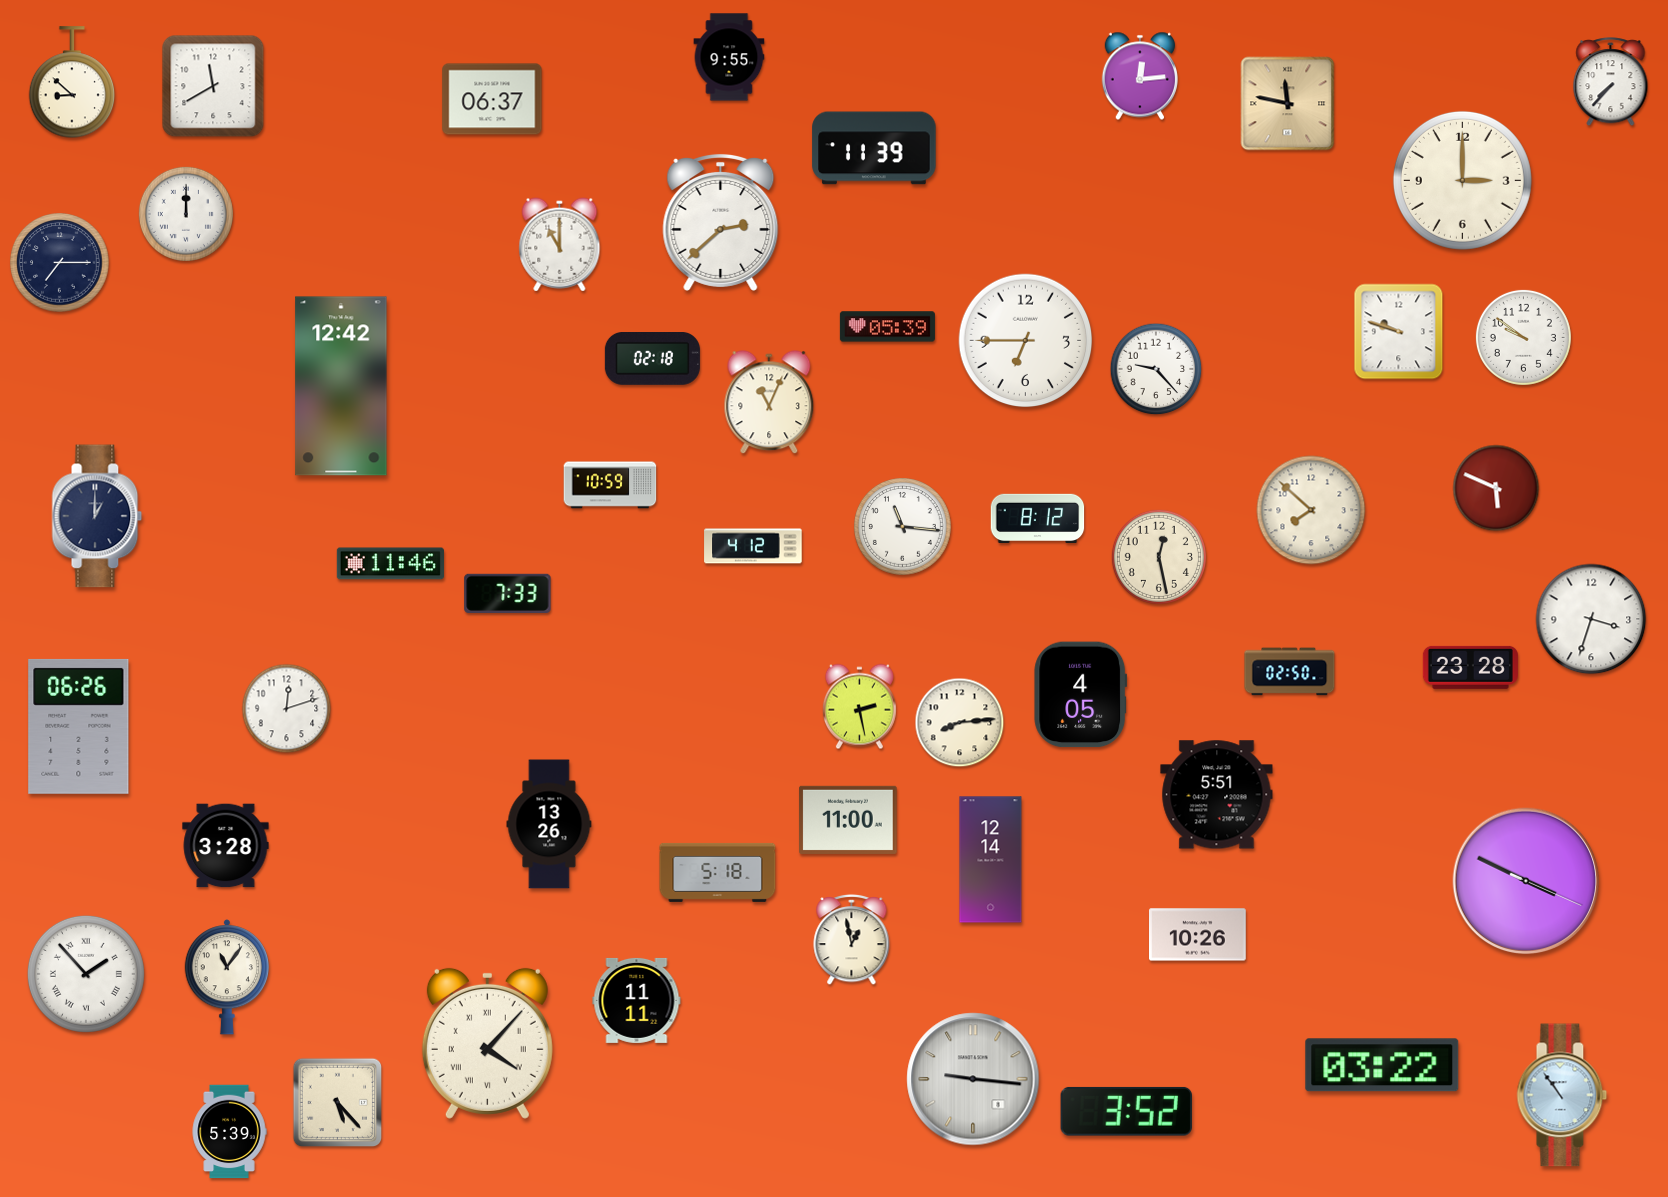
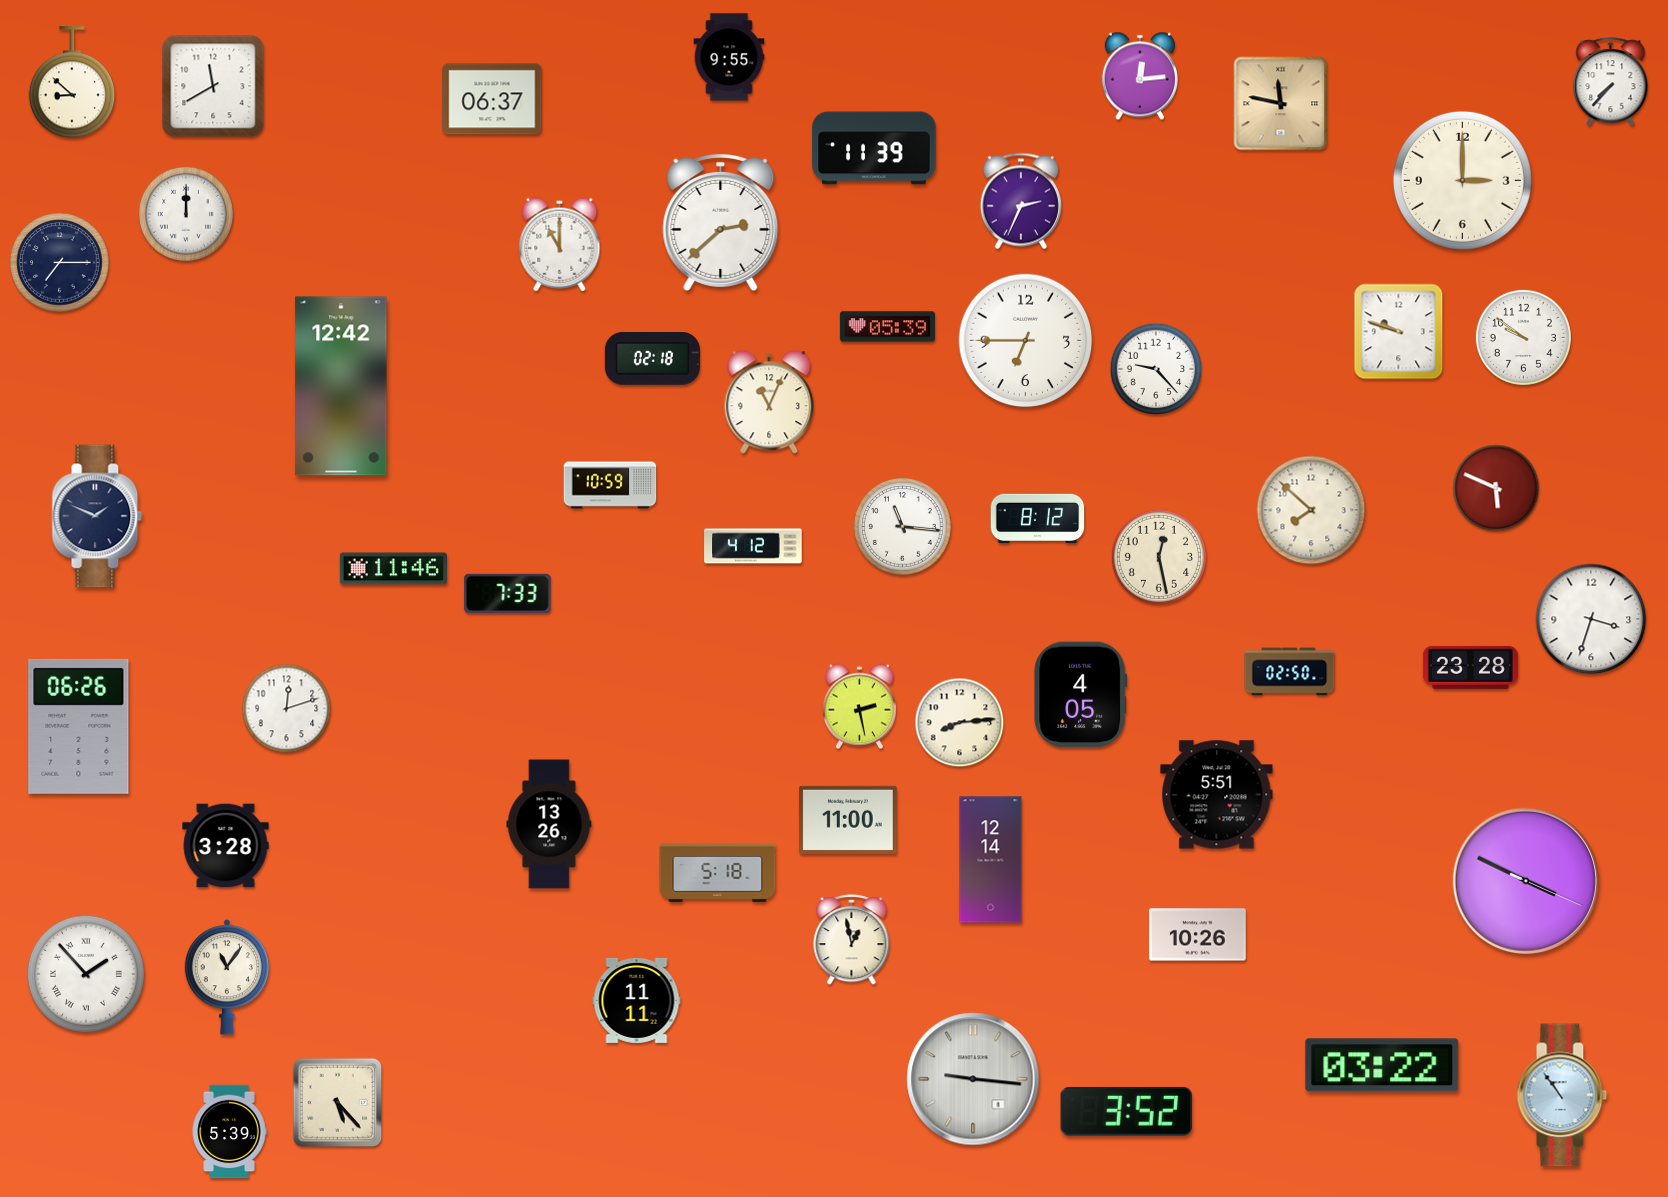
clock at (1288, 104) position: (1288, 104) -> (1281, 104)
clock at (1021, 201): none -> 2:34
clock at (97, 516): 1:00 -> 1:49
clock at (390, 564) position: (390, 564) -> (393, 569)
clock at (487, 1043): 4:07 -> none
